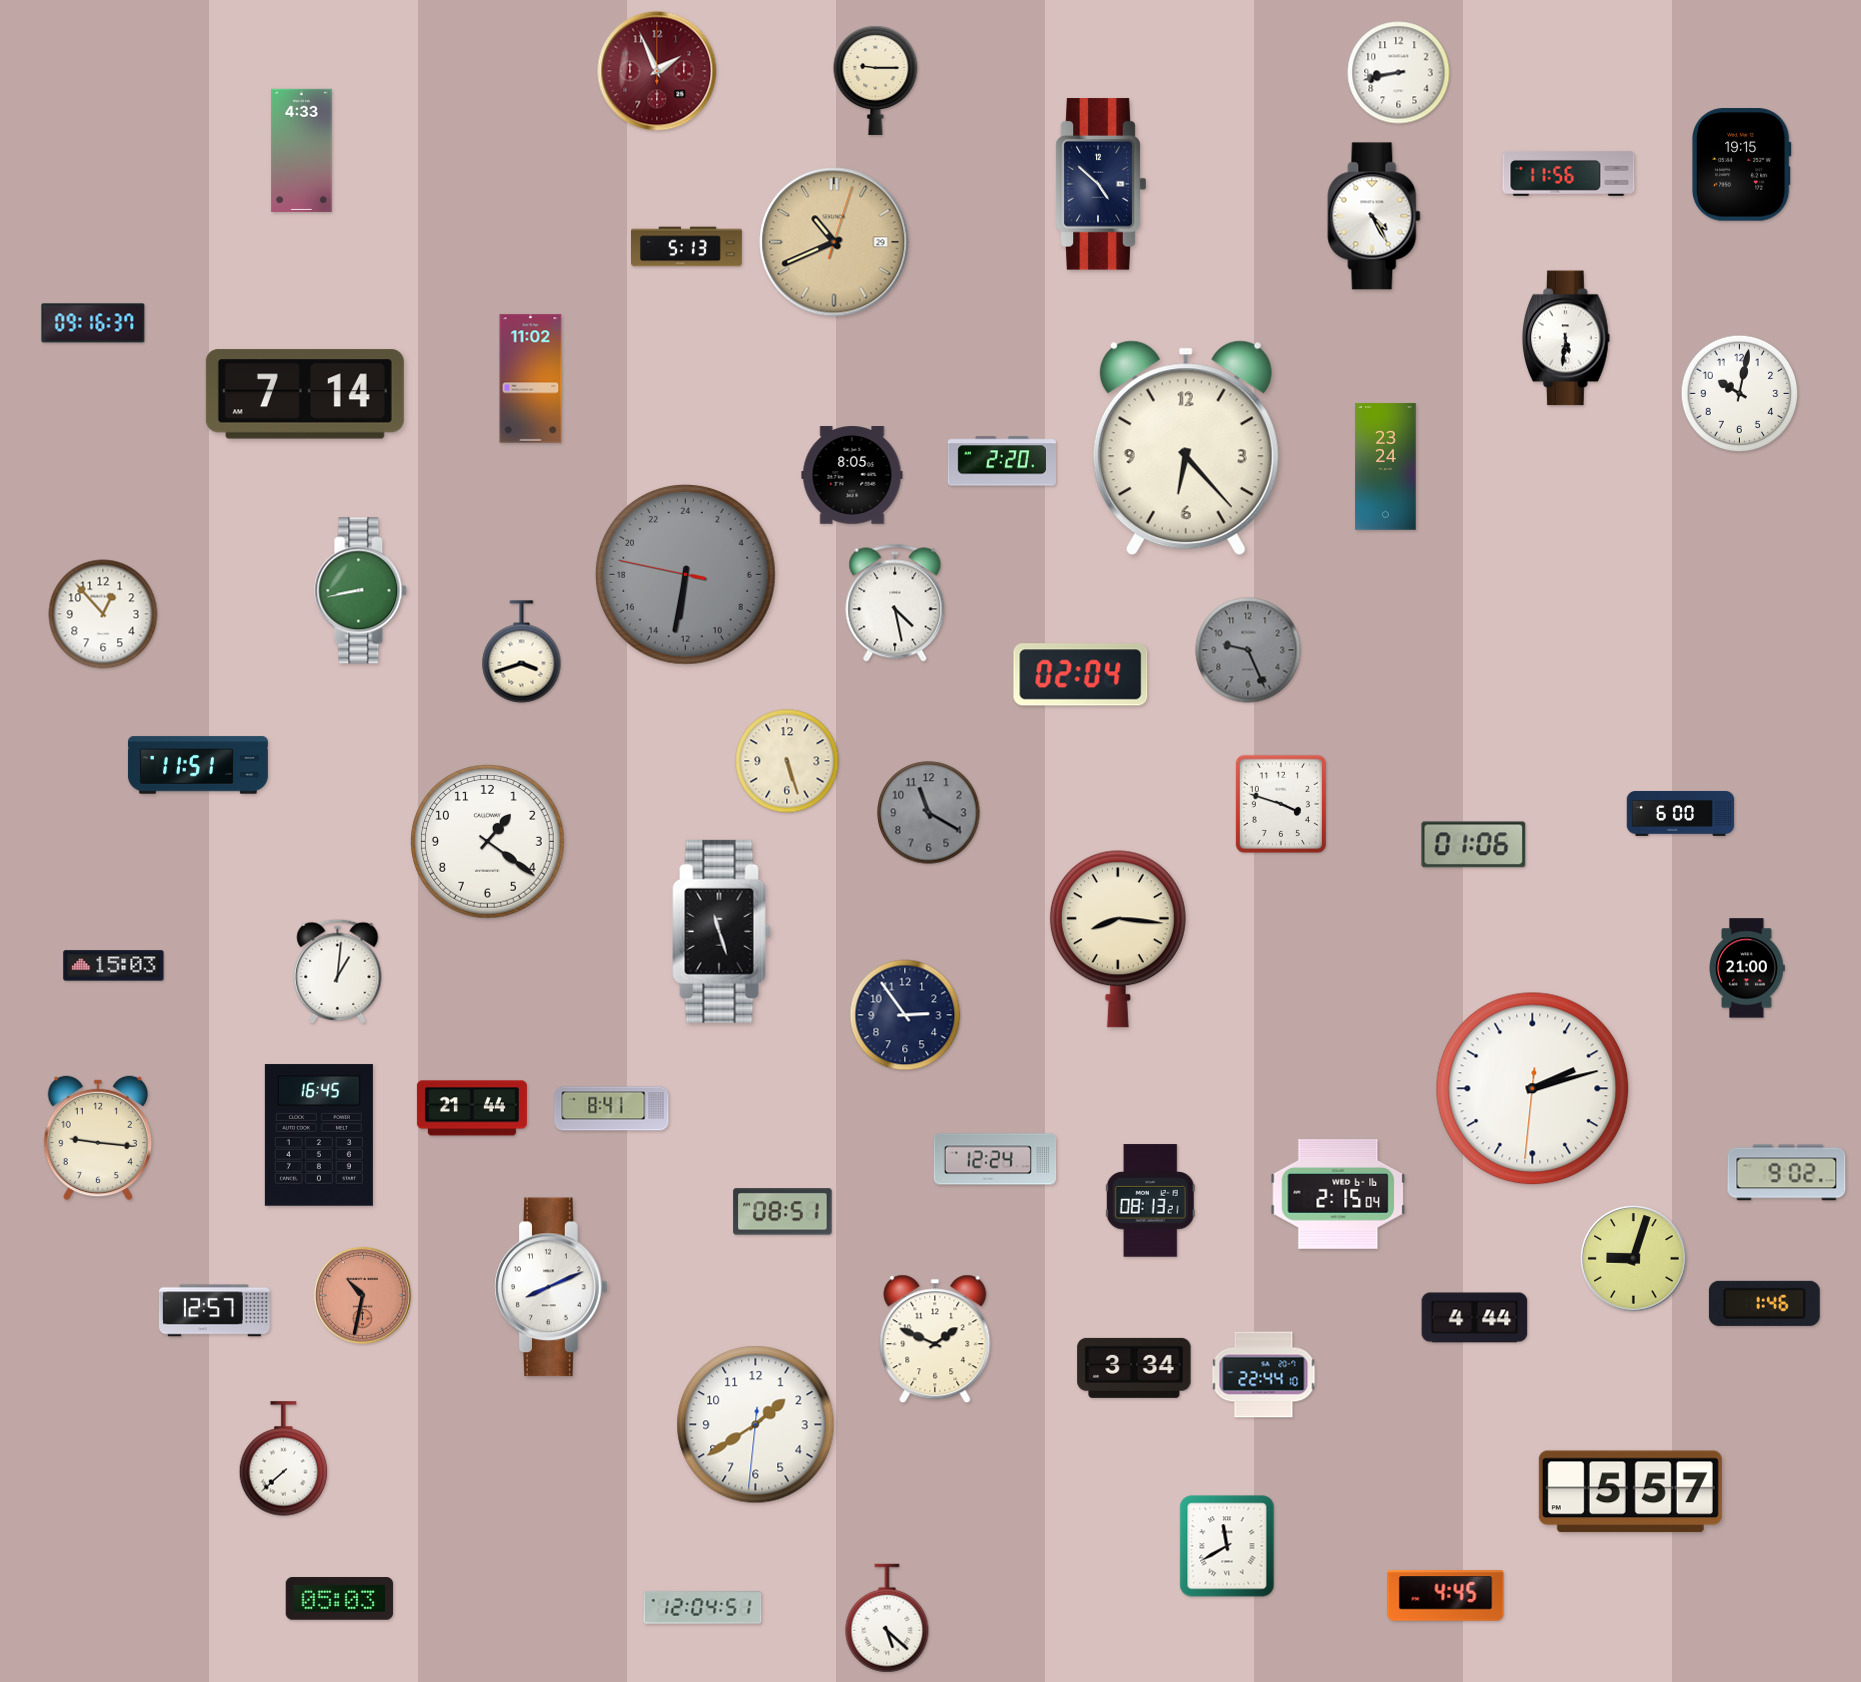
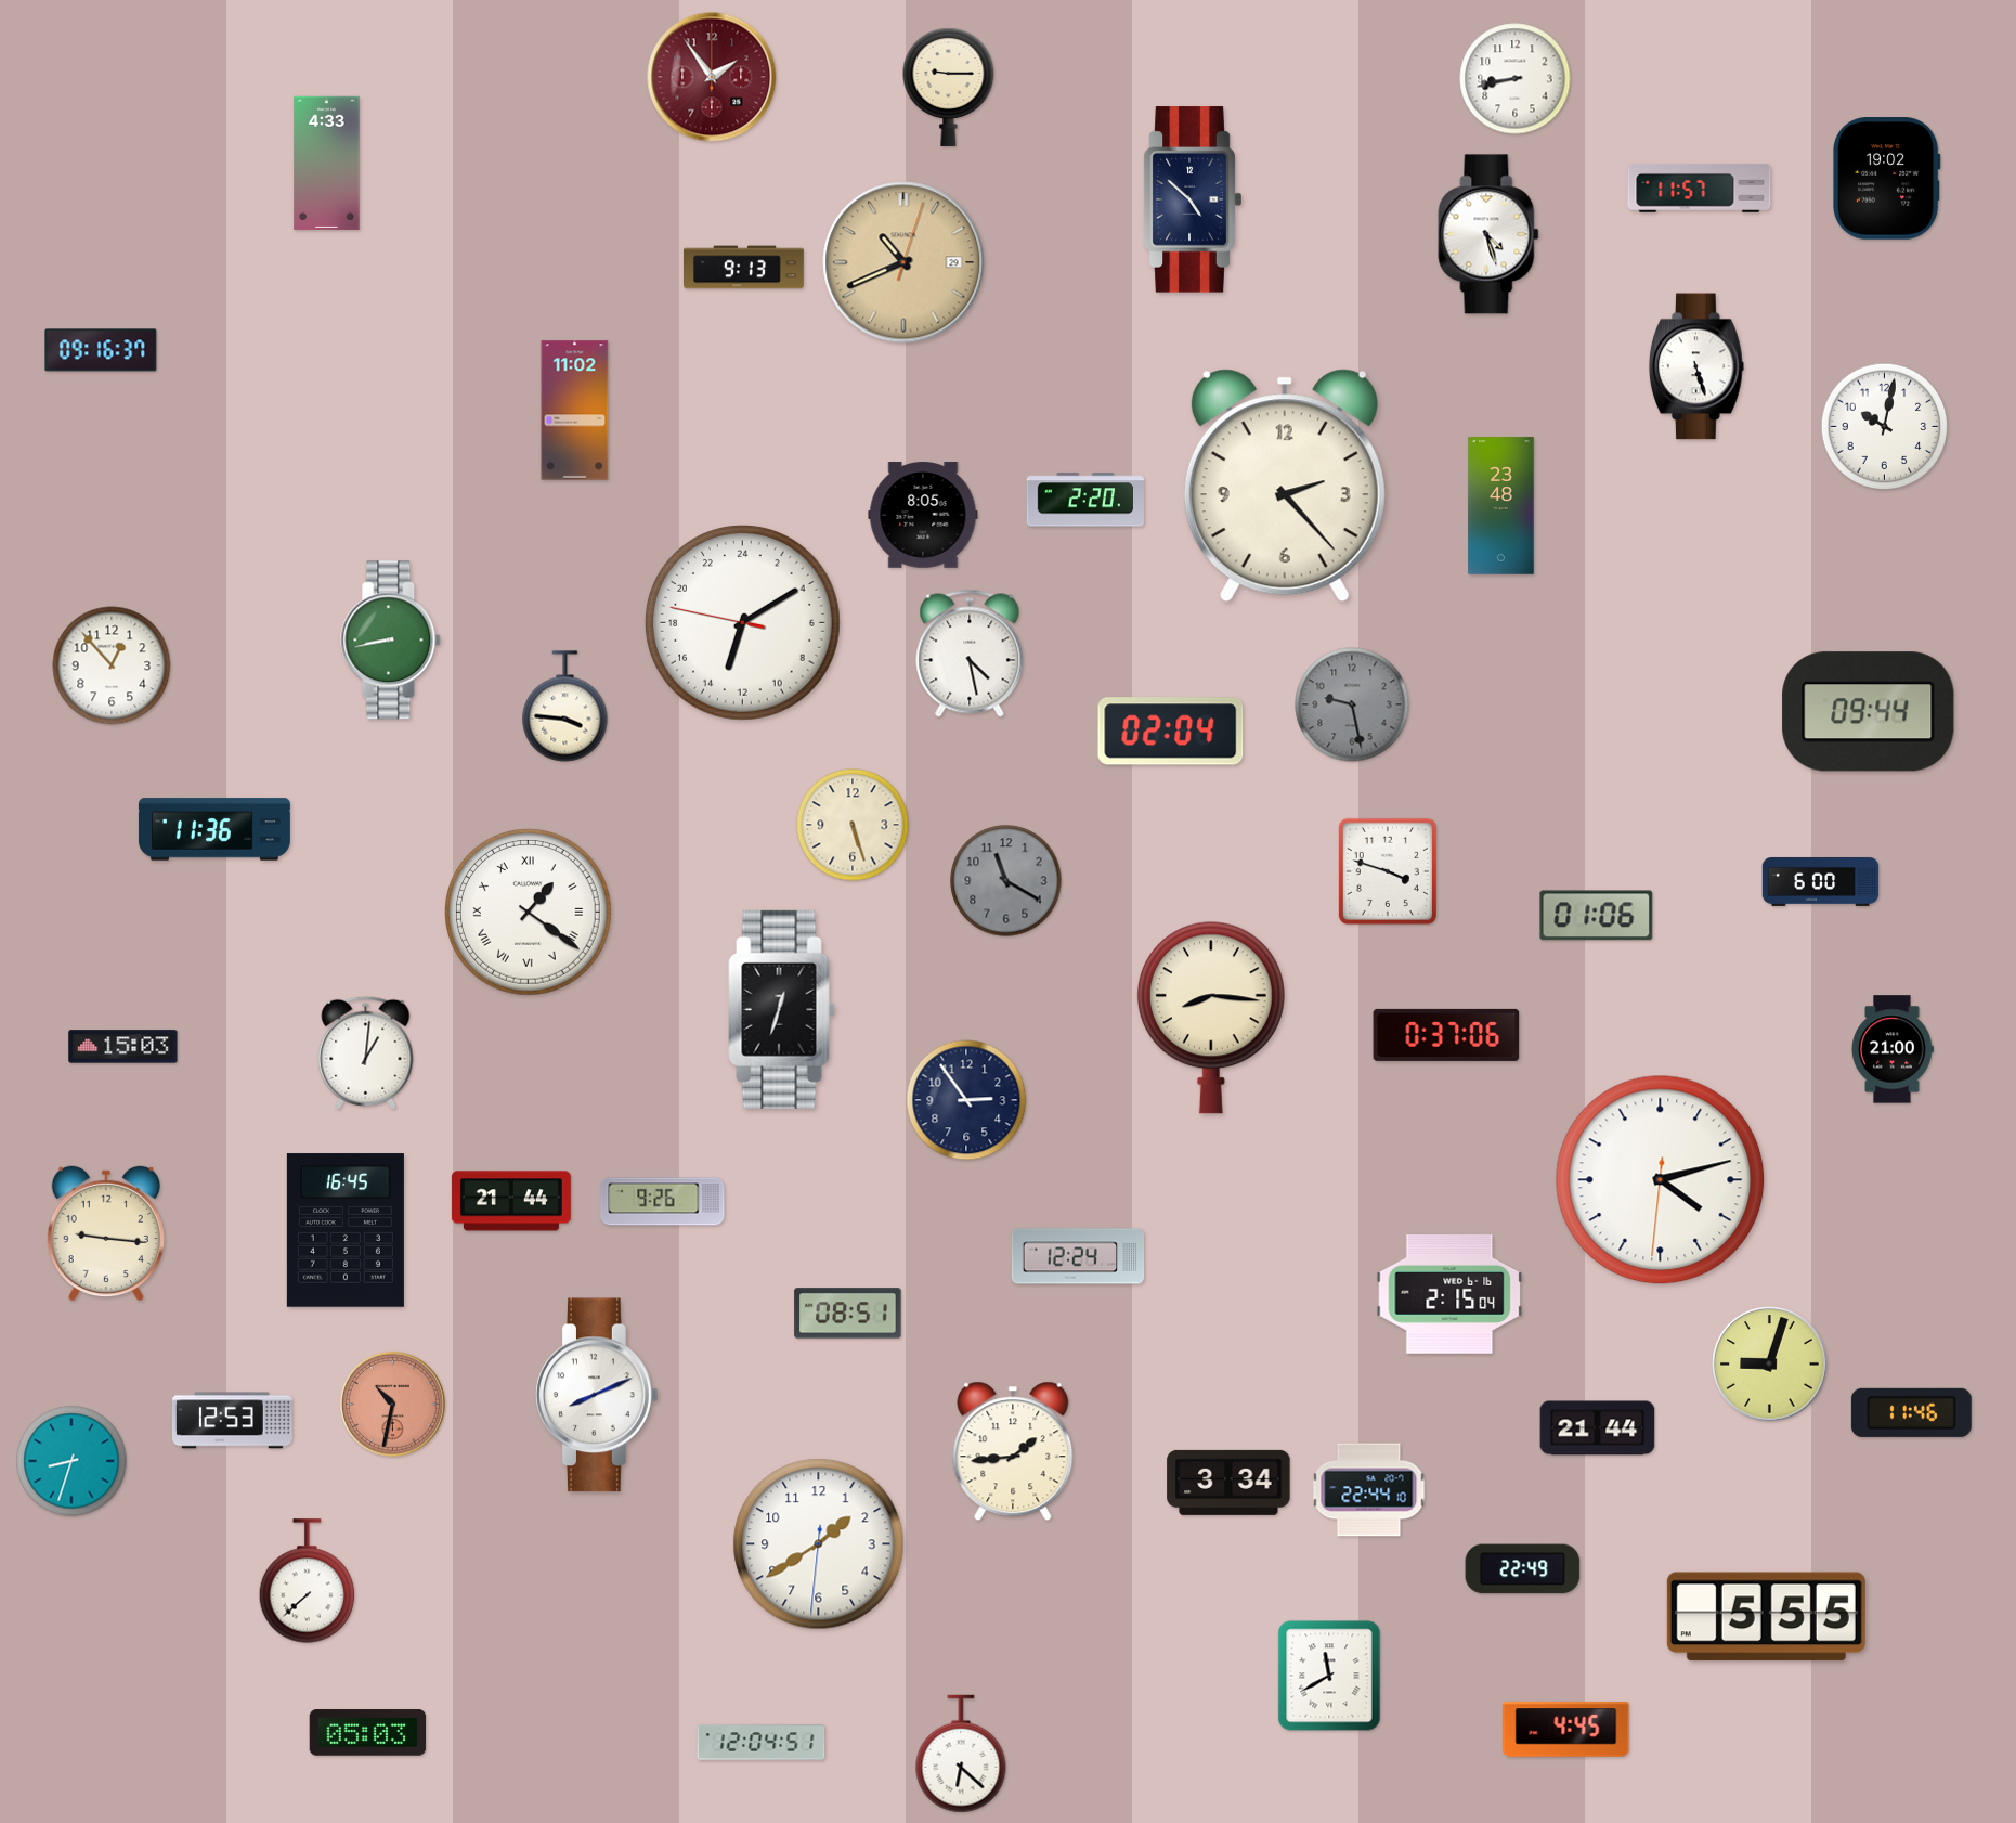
clock at (657, 71): 1:56 -> 1:54
clock at (1741, 165): 19:15 -> 19:02
clock at (1569, 173): 11:56 -> 11:57
clock at (1374, 216): 4:25 -> 4:27
clock at (687, 247): 5:13 -> 9:13
clock at (1566, 338): 5:31 -> 5:27
clock at (305, 394): 7:14 -> none
clock at (1186, 448): 6:23 -> 2:23
clock at (1386, 467): 23:24 -> 23:48
clock at (686, 575): 12:31 -> 13:09
clock at (686, 575) dial: grey -> white
clock at (1248, 650): 9:26 -> 9:28
clock at (522, 652): 3:42 -> 3:46
clock at (1869, 712): none -> 09:44
clock at (198, 765): 11:51 -> 11:36
clock at (488, 842) numerals: Arabic -> Roman
clock at (722, 931): 11:27 -> 12:33
clock at (1446, 1035): none -> 0:37
clock at (905, 1015) position: (905, 1015) -> (966, 1100)
clock at (1533, 1089): 2:12 -> 4:12
clock at (612, 1109): 8:41 -> 9:26
clock at (1787, 1173): 9:02 -> none
clock at (1150, 1201): 08:13 -> none
clock at (1764, 1303): 1:46 -> 11:46
clock at (214, 1311): 12:57 -> 12:53
clock at (1475, 1318): 4:44 -> 21:44
clock at (935, 1339): 1:49 -> 1:44
clock at (71, 1461): none -> 8:33
clock at (1523, 1569): none -> 22:49
clock at (1630, 1492): 5:57 -> 5:55
clock at (887, 1618): 5:22 -> 6:22
